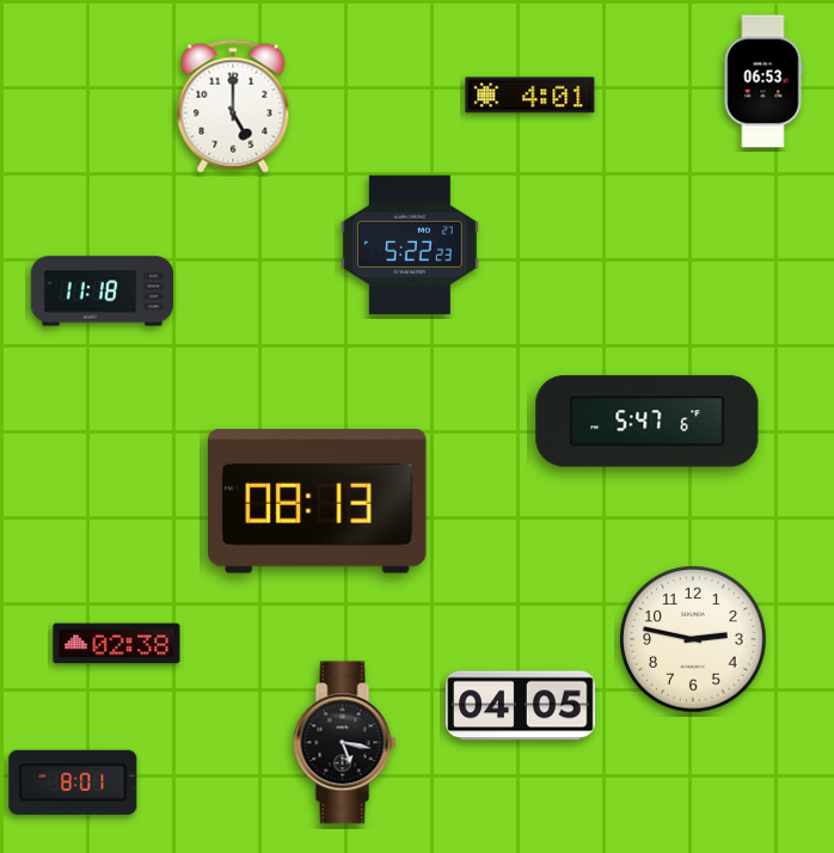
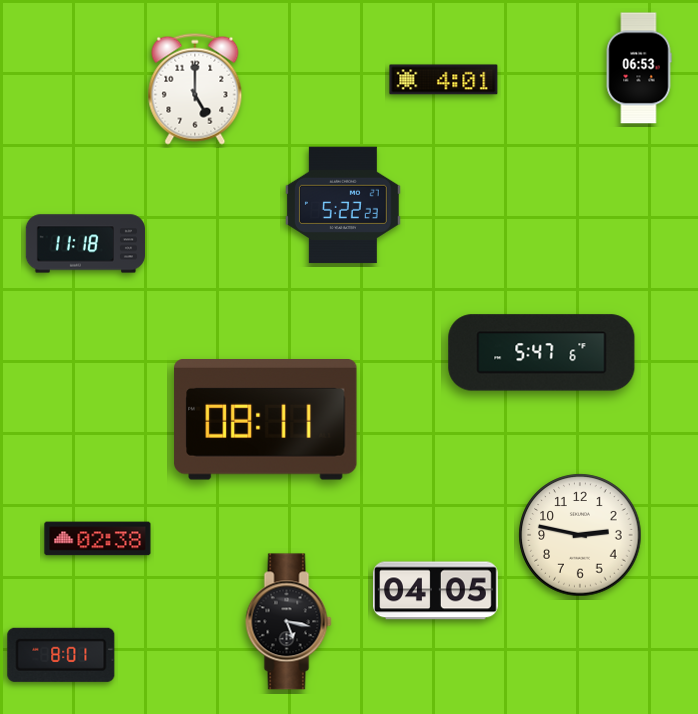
clock at (318, 502): 08:13 -> 08:11
